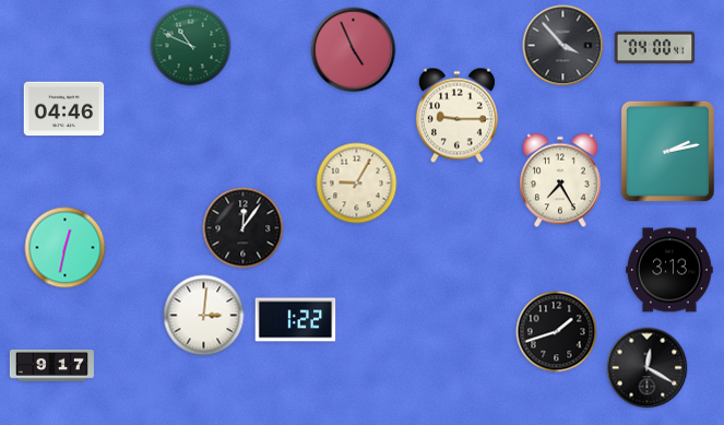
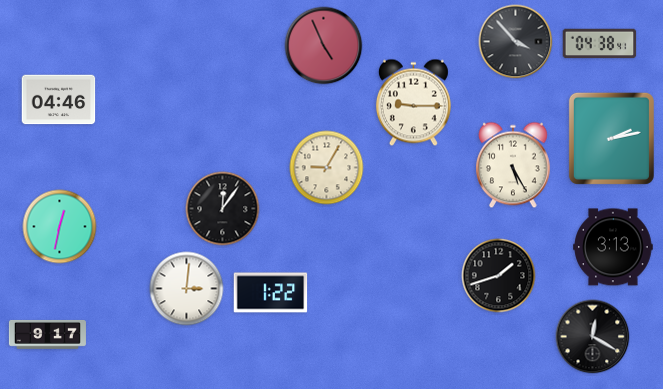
clock at (191, 46): 10:49 -> none
clock at (655, 48): 04:00 -> 04:38
clock at (456, 116) position: (456, 116) -> (413, 103)
clock at (561, 180): 7:25 -> 5:25
clock at (557, 332) position: (557, 332) -> (499, 276)
